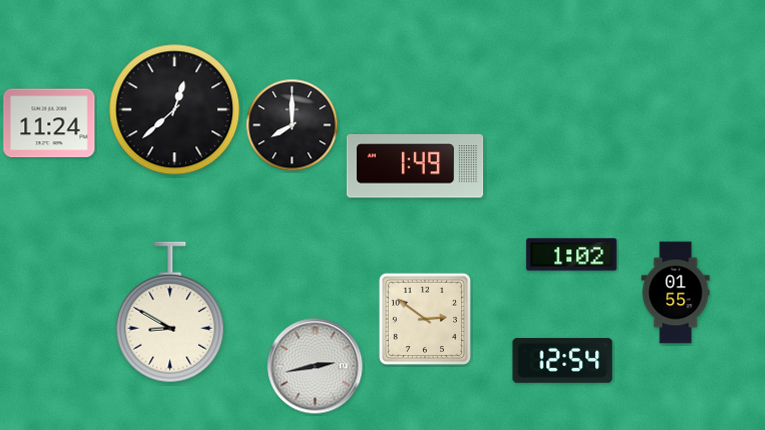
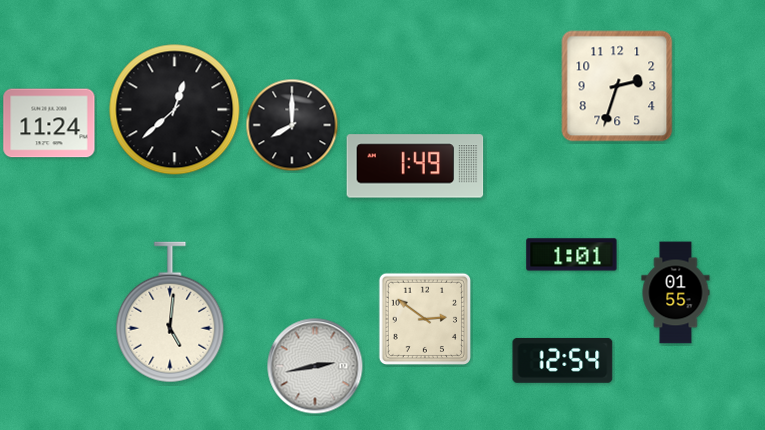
clock at (617, 86): none -> 2:33
clock at (572, 255): 1:02 -> 1:01
clock at (170, 312): 8:50 -> 5:01
